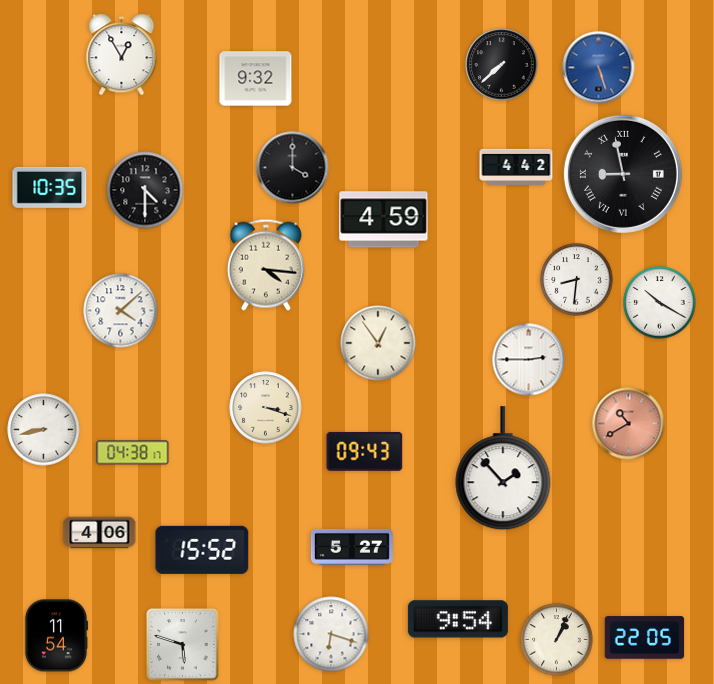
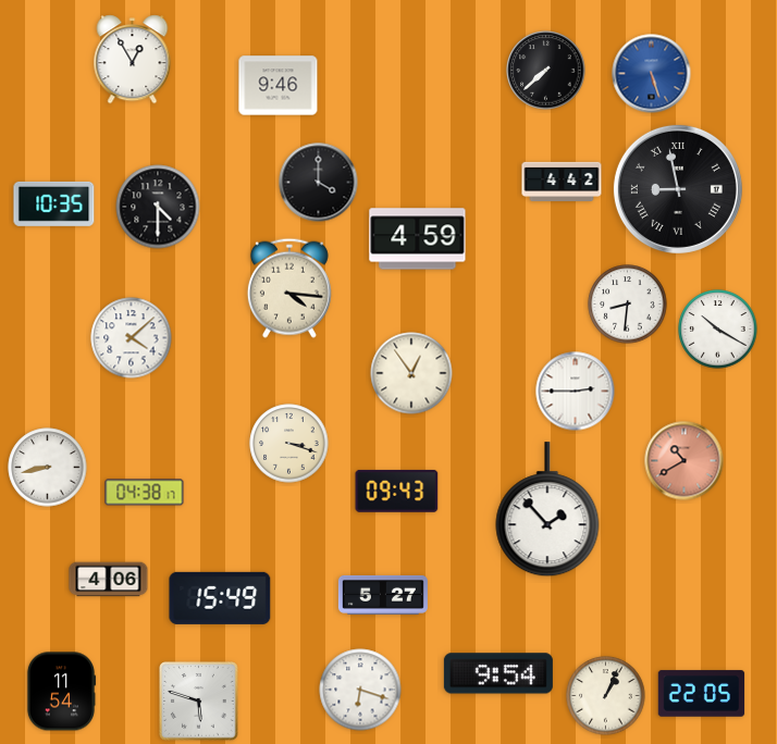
clock at (256, 79): 9:32 -> 9:46
clock at (202, 550): 15:52 -> 15:49
